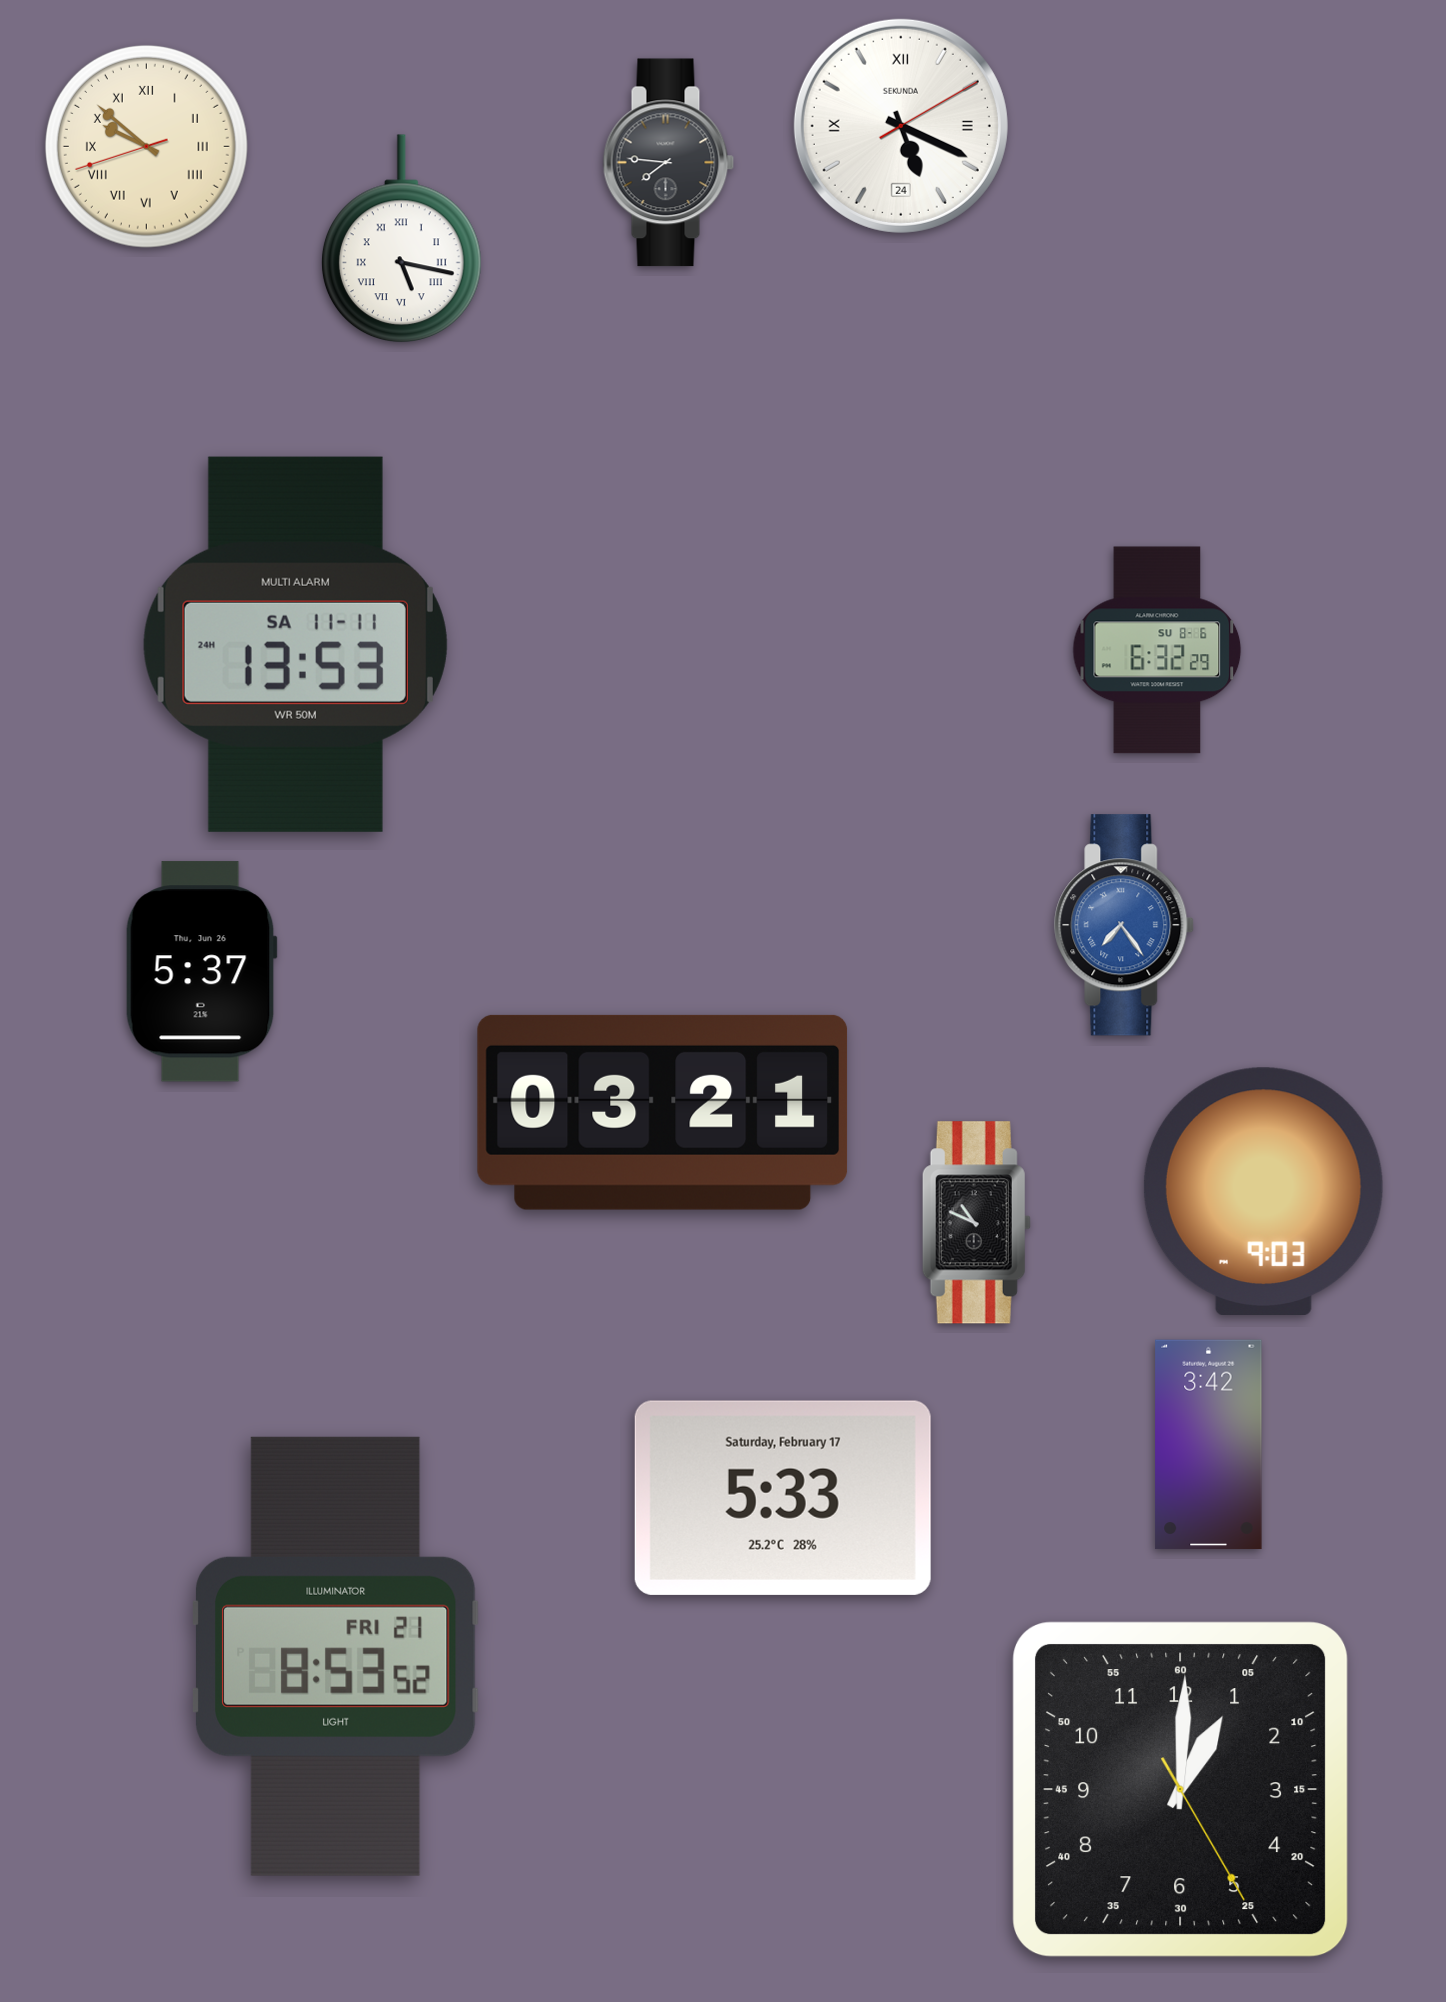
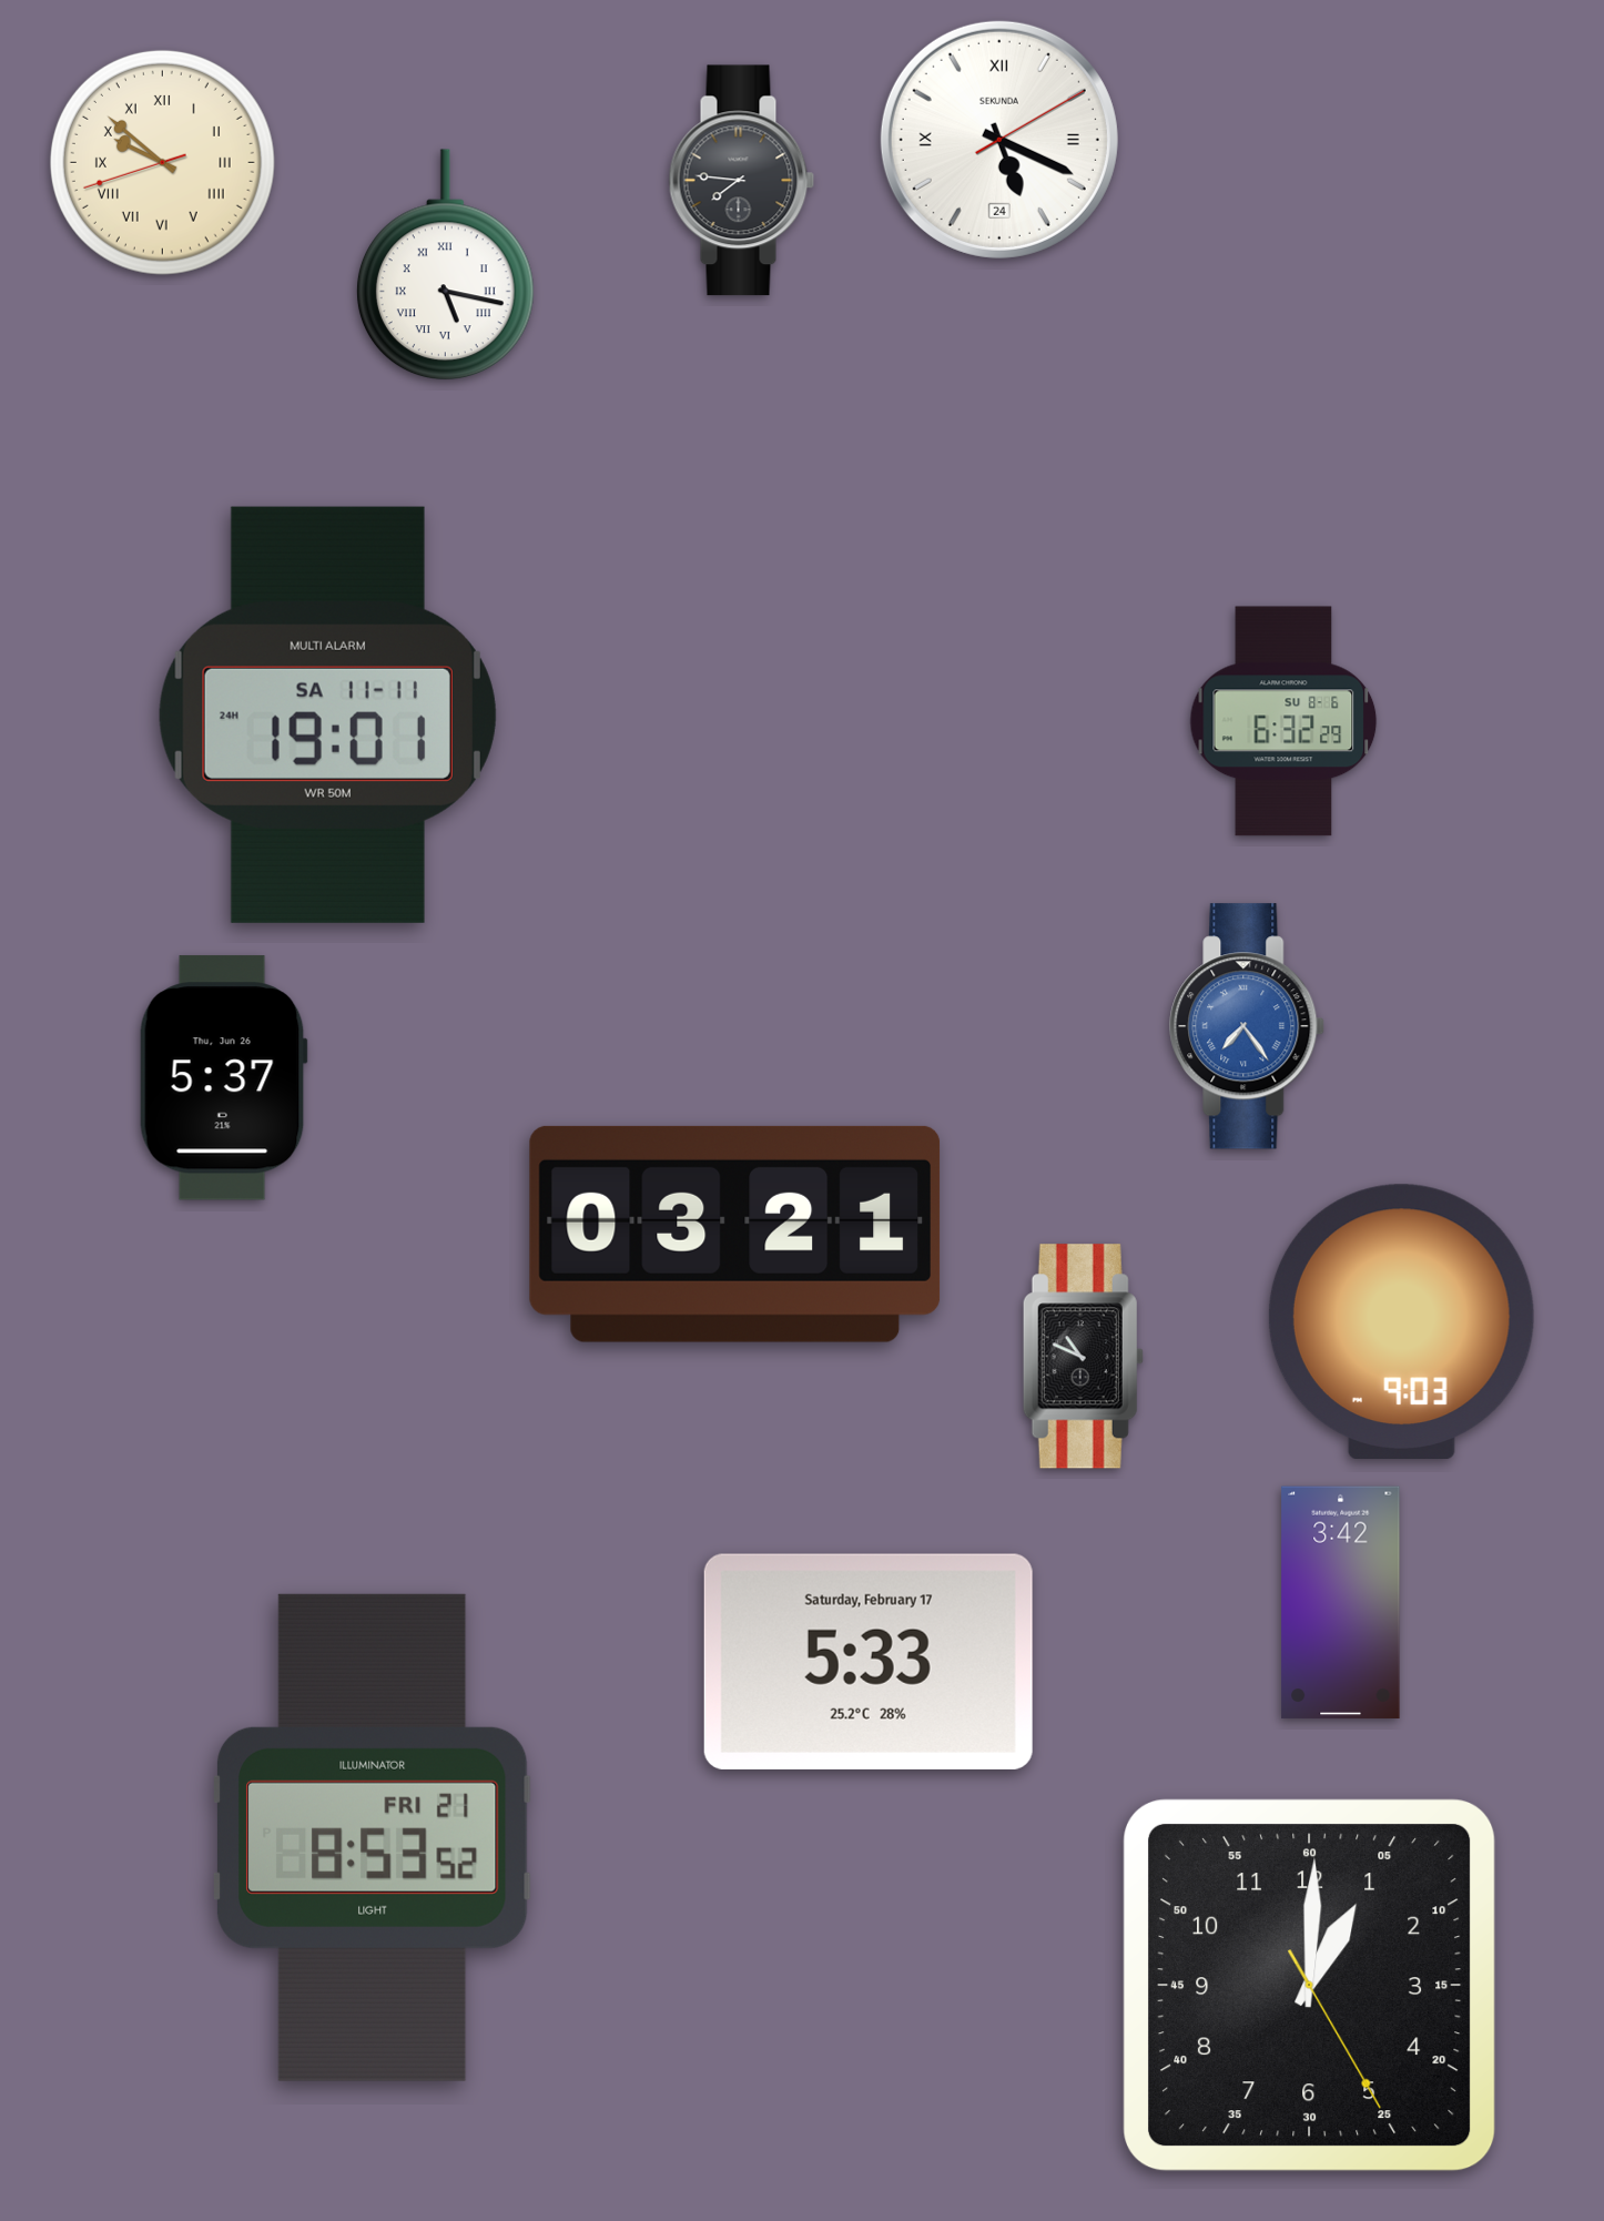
clock at (295, 644): 13:53 -> 19:01
